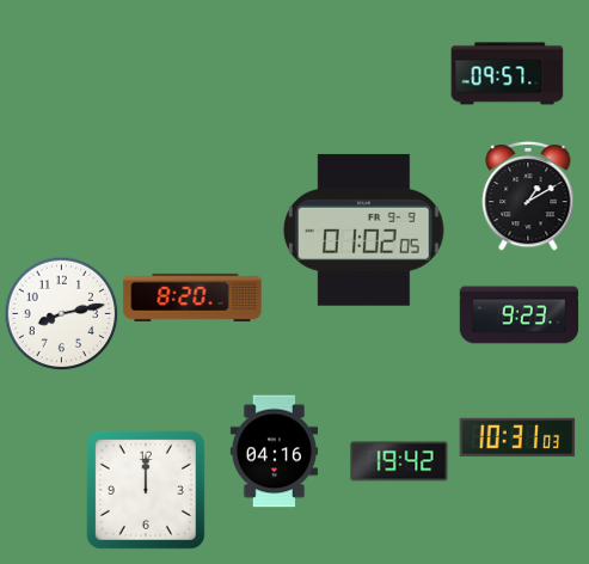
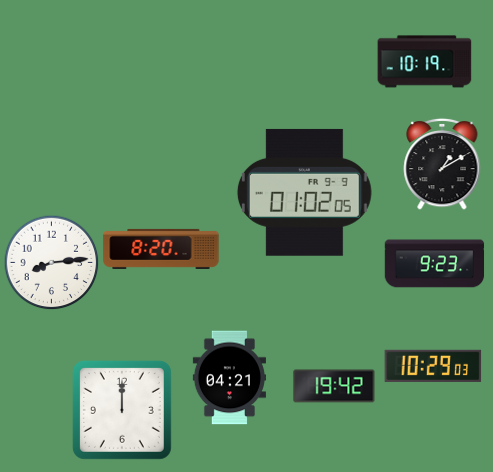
clock at (508, 74): 09:57 -> 10:19
clock at (61, 313): 8:13 -> 8:14
clock at (517, 437): 10:31 -> 10:29
clock at (274, 452): 04:16 -> 04:21
